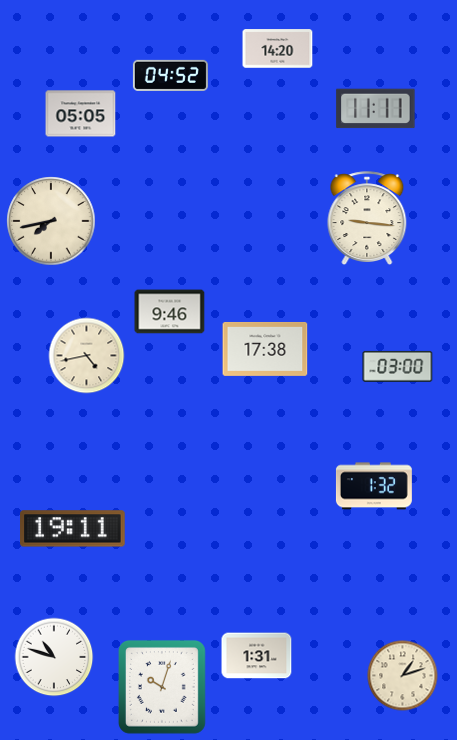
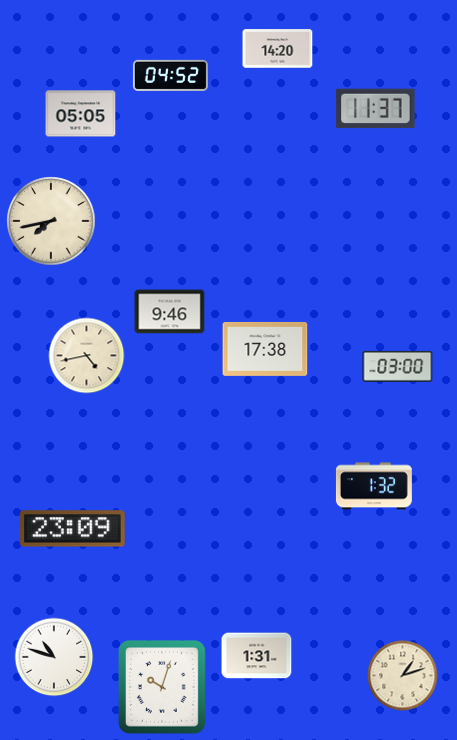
clock at (376, 109): 11:11 -> 11:37
clock at (367, 218): 9:16 -> none
clock at (73, 529): 19:11 -> 23:09
